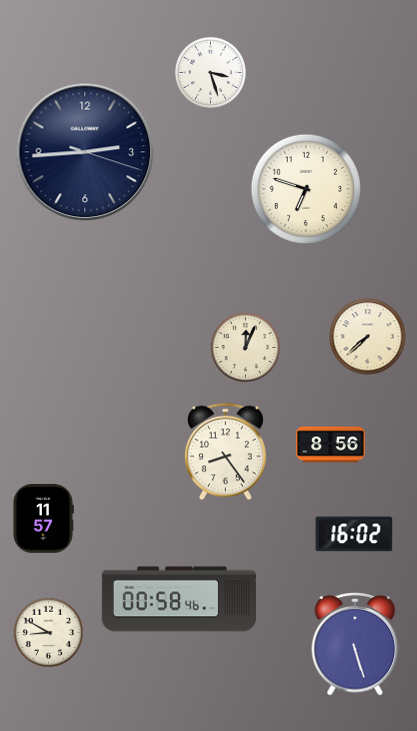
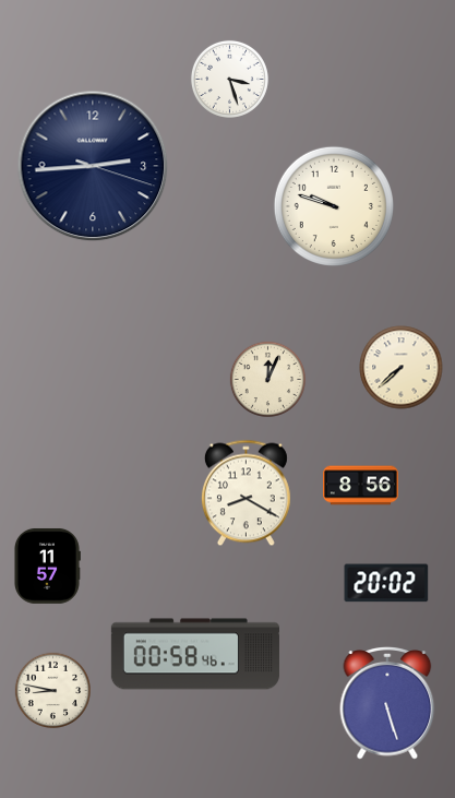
clock at (306, 189): 6:48 -> 9:48
clock at (225, 452): 8:24 -> 8:20
clock at (354, 534): 16:02 -> 20:02
clock at (48, 632): 8:50 -> 8:47
